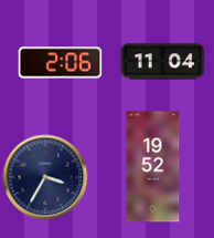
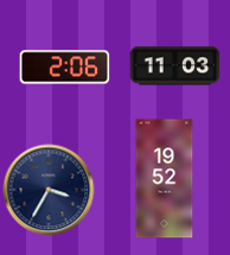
clock at (163, 62): 11:04 -> 11:03
